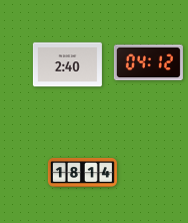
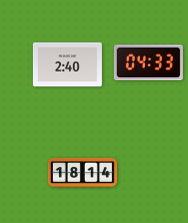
clock at (148, 63): 04:12 -> 04:33
